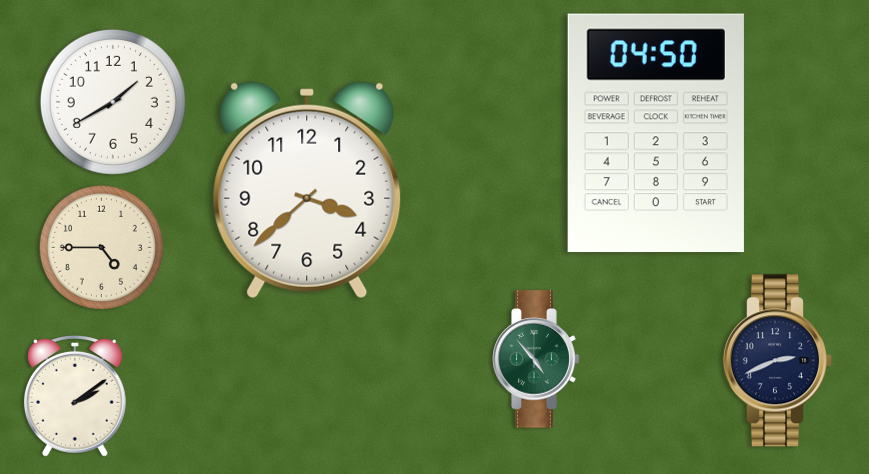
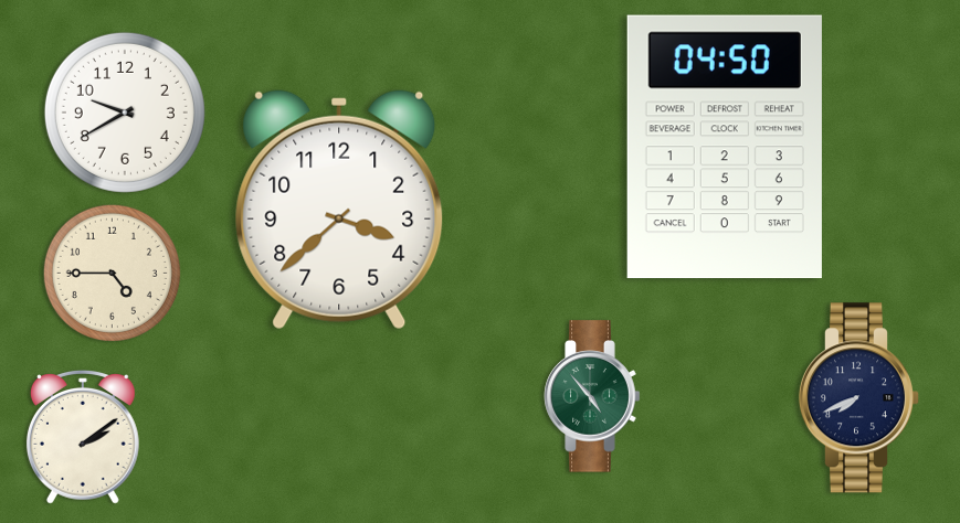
clock at (113, 102): 1:40 -> 9:40
clock at (778, 361): 2:41 -> 7:41
